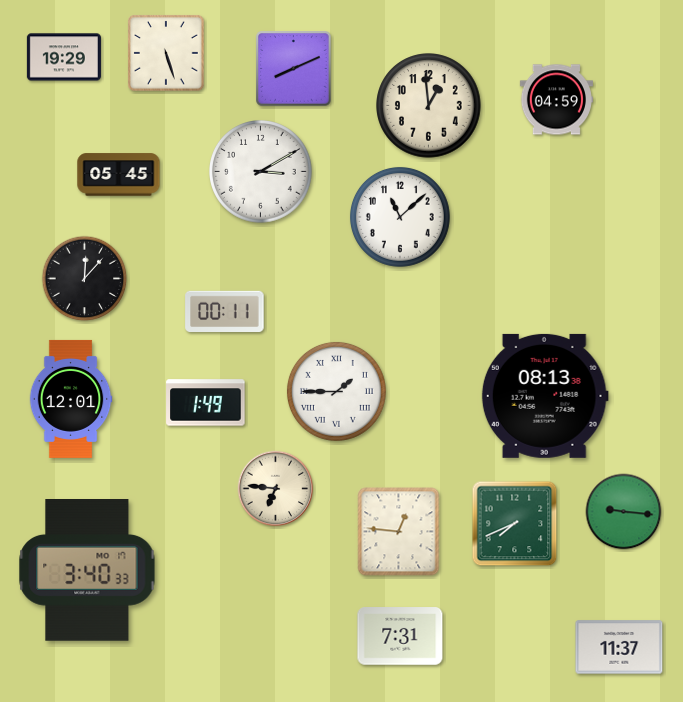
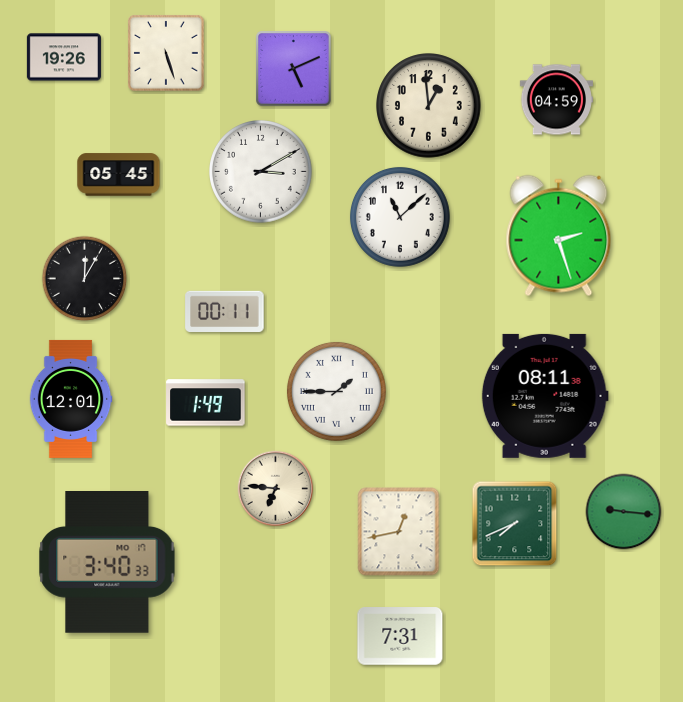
clock at (64, 57): 19:29 -> 19:26
clock at (294, 69): 8:11 -> 5:11
clock at (559, 236): none -> 2:27
clock at (85, 279): 12:07 -> 12:05
clock at (545, 396): 08:13 -> 08:11
clock at (399, 532): 12:46 -> 12:43
clock at (87, 571) position: (87, 571) -> (107, 563)
clock at (619, 647): 11:37 -> none
